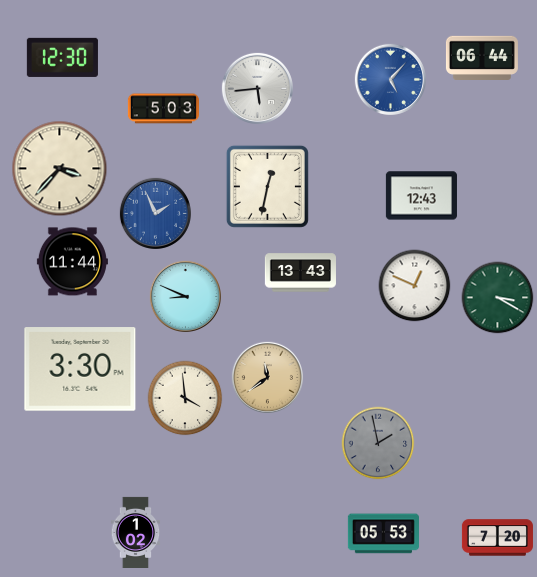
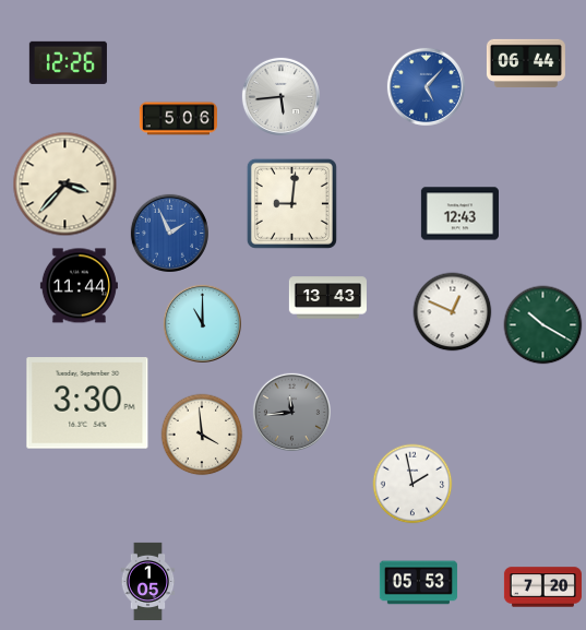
clock at (62, 57): 12:30 -> 12:26
clock at (163, 109): 5:03 -> 5:06
clock at (267, 186): 12:32 -> 9:01
clock at (185, 296): 8:49 -> 11:00
clock at (498, 298): 3:20 -> 10:20
clock at (267, 377): 11:39 -> 11:44
clock at (267, 377) dial: champagne -> grey
clock at (378, 443) dial: grey -> white
clock at (136, 532): 1:02 -> 1:05
